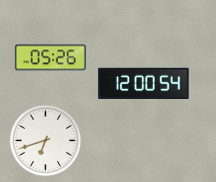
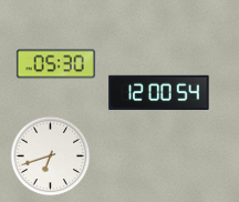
clock at (50, 58): 05:26 -> 05:30
